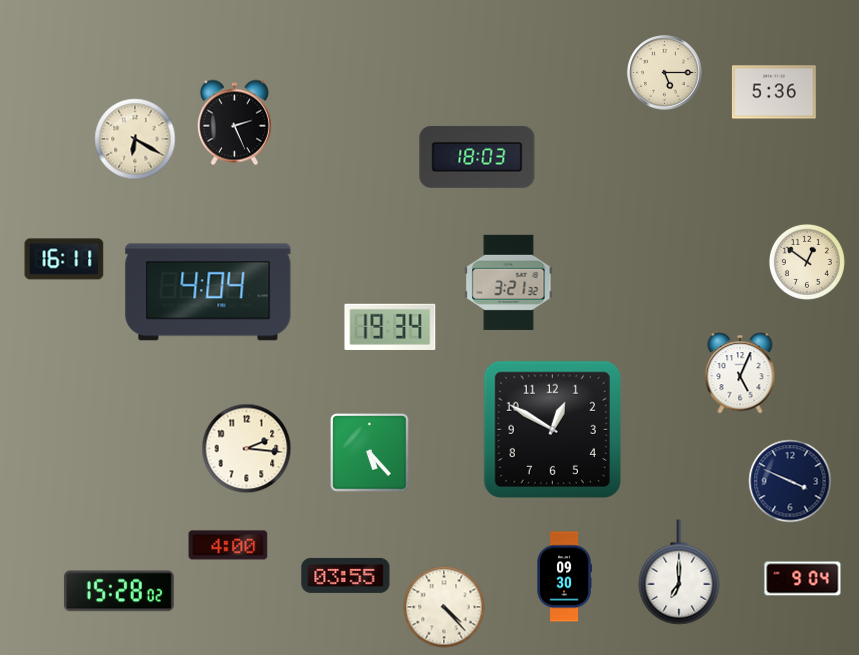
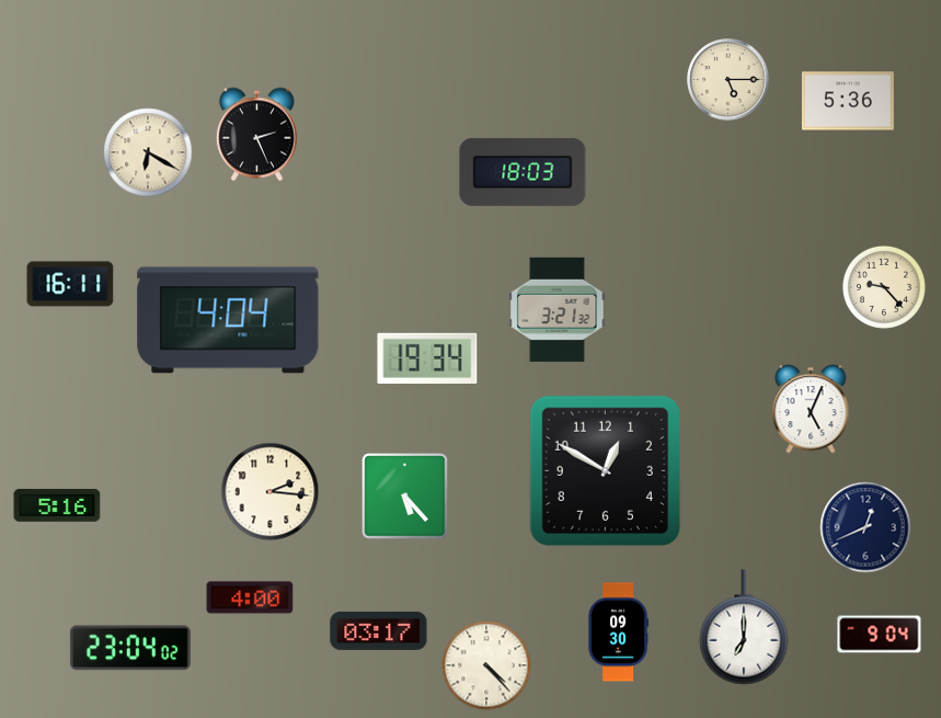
clock at (807, 262): 12:51 -> 9:23
clock at (57, 505): none -> 5:16
clock at (790, 481): 3:49 -> 12:41
clock at (346, 575): 03:55 -> 03:17
clock at (119, 591): 15:28 -> 23:04
